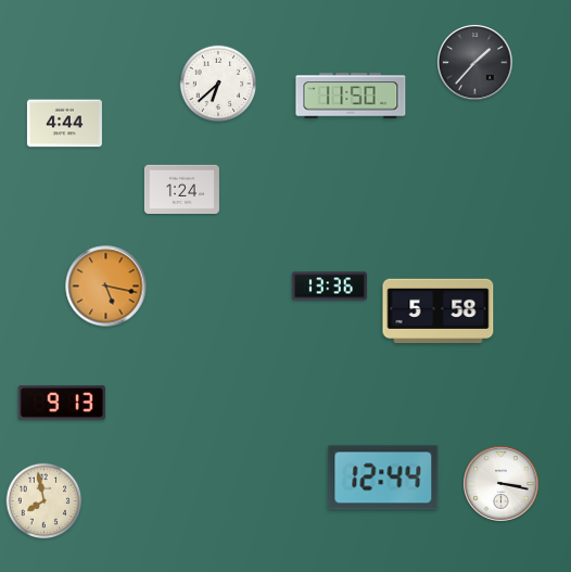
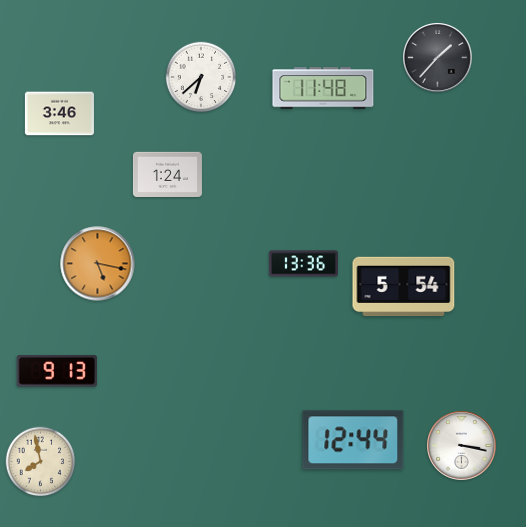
clock at (351, 96): 11:50 -> 11:48
clock at (64, 124): 4:44 -> 3:46
clock at (439, 312): 5:58 -> 5:54
